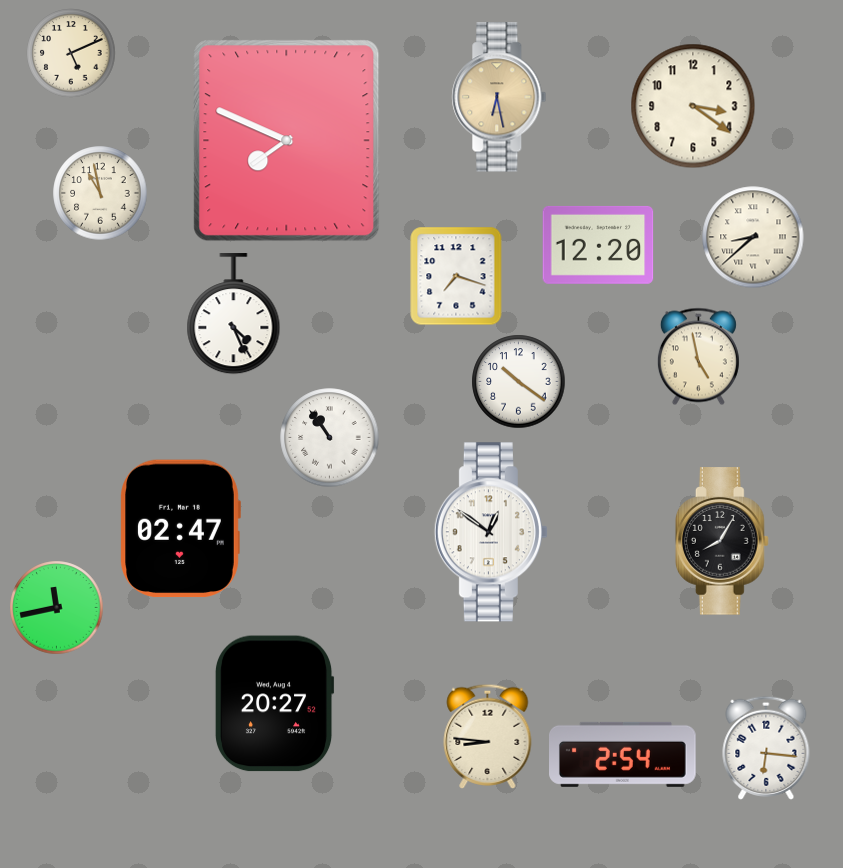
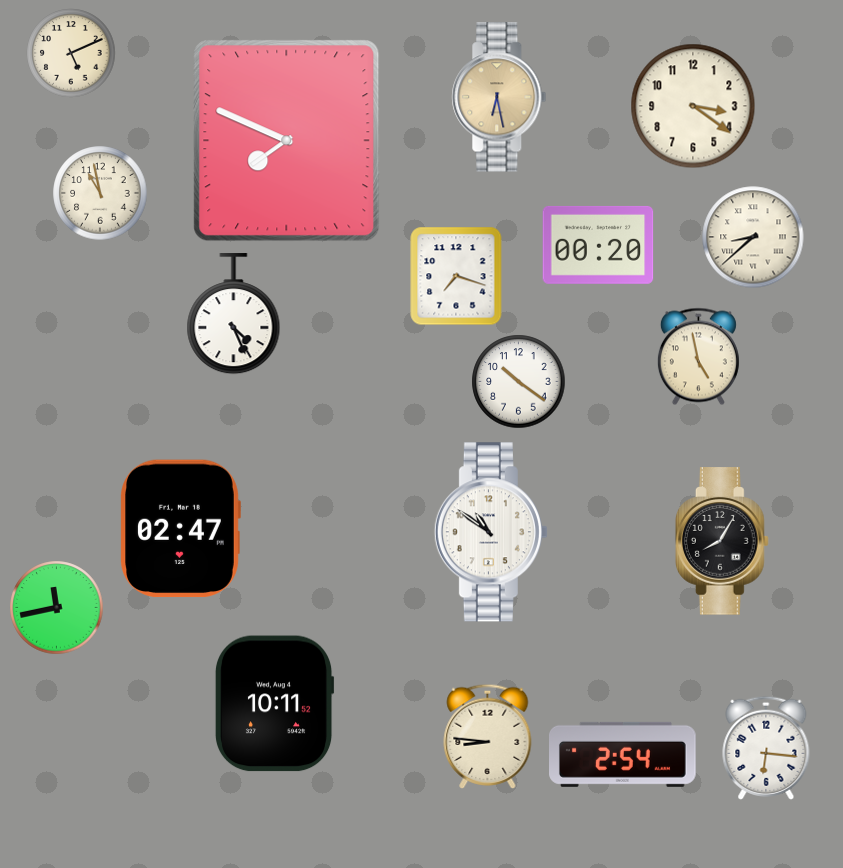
clock at (598, 245): 12:20 -> 00:20
clock at (330, 438): 10:54 -> none
clock at (491, 532): 12:51 -> 10:51
clock at (274, 704): 20:27 -> 10:11
